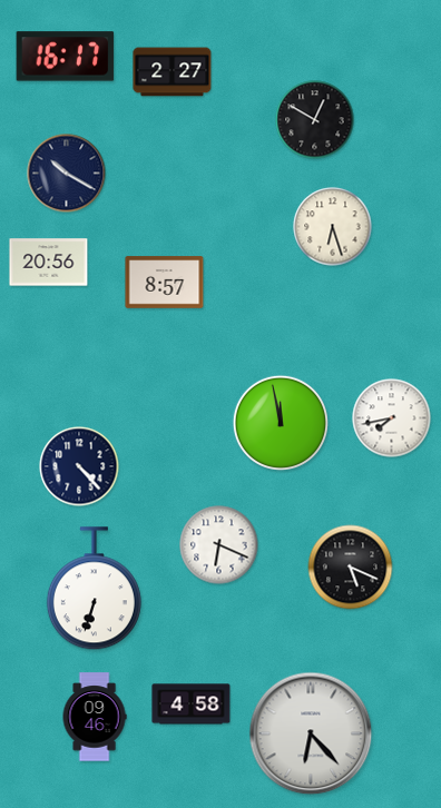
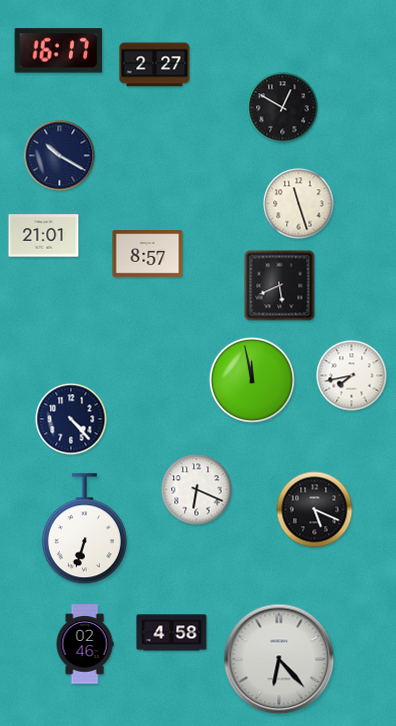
clock at (333, 227): 6:27 -> 11:27
clock at (49, 263): 20:56 -> 21:01
clock at (280, 286): none -> 5:41
clock at (95, 717): 09:46 -> 02:46
